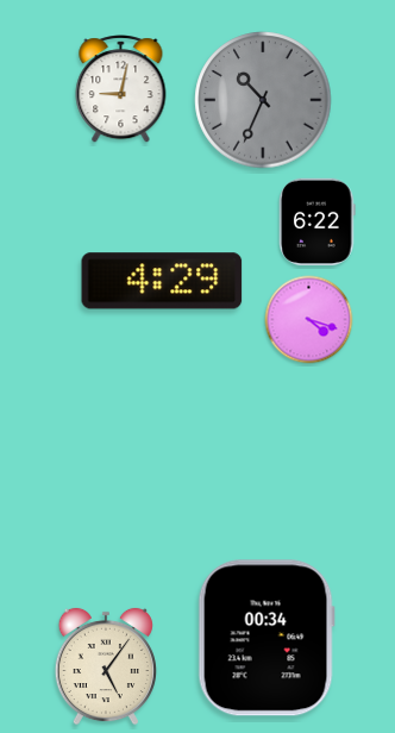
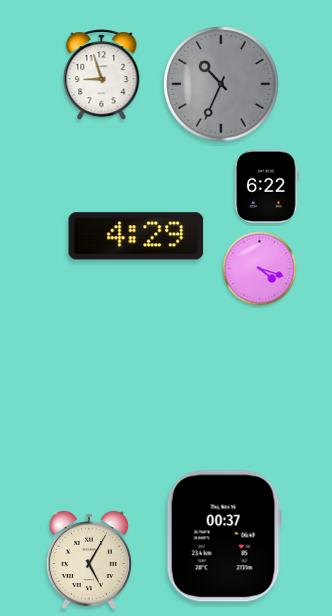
clock at (121, 89): 9:02 -> 8:57
clock at (267, 638): 00:34 -> 00:37
clock at (106, 666): 5:06 -> 5:05
